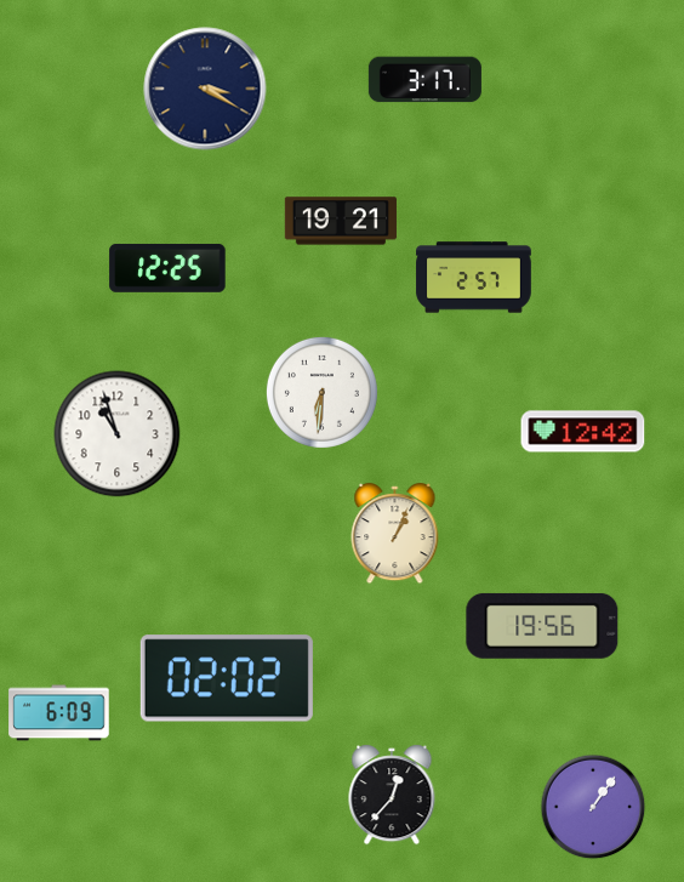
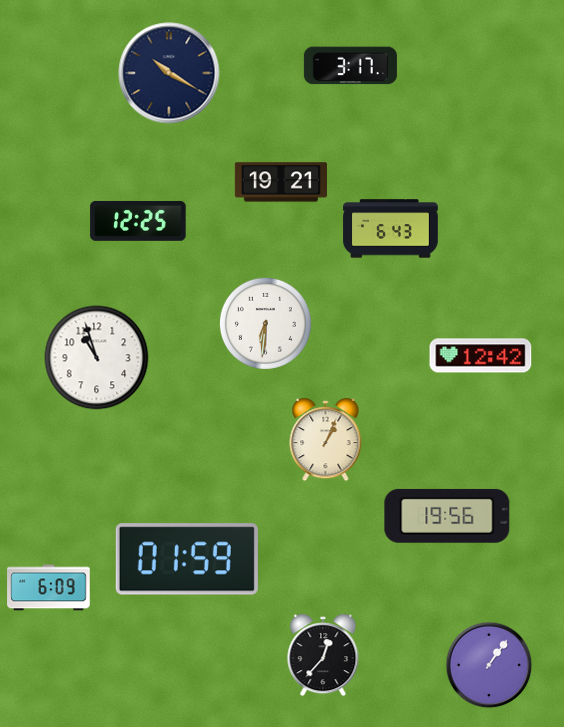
clock at (205, 89): 3:20 -> 10:20
clock at (474, 278): 2:57 -> 6:43
clock at (227, 678): 02:02 -> 01:59
